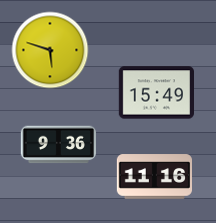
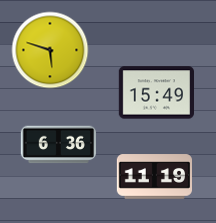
clock at (58, 145): 9:36 -> 6:36
clock at (154, 177): 11:16 -> 11:19
